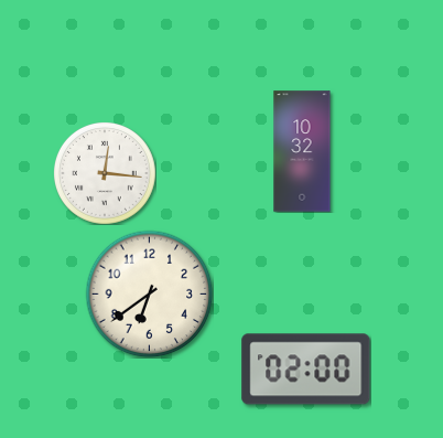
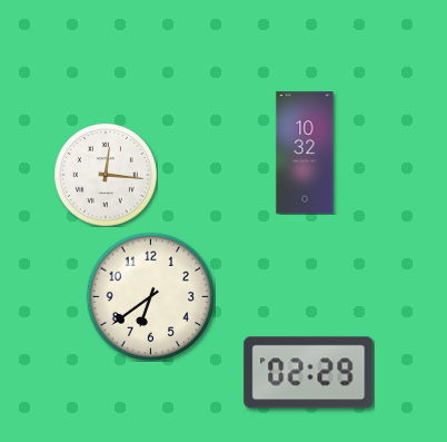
clock at (306, 370): 02:00 -> 02:29
